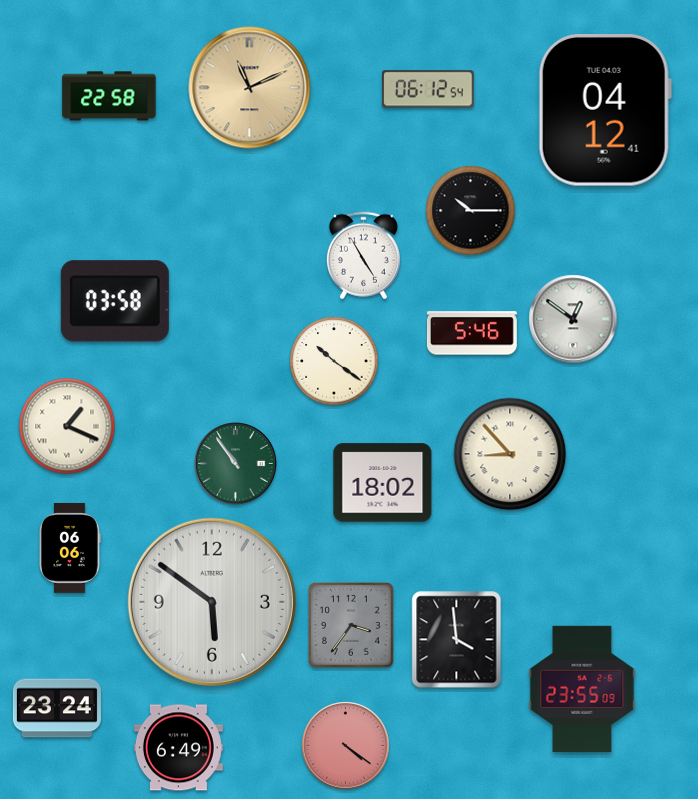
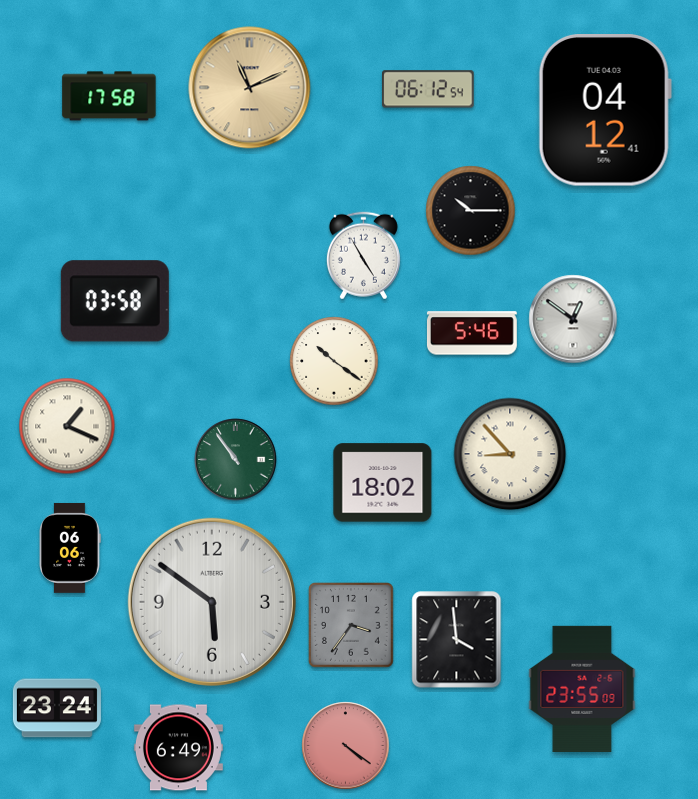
clock at (109, 96): 22:58 -> 17:58
clock at (236, 464) position: (236, 464) -> (236, 460)
